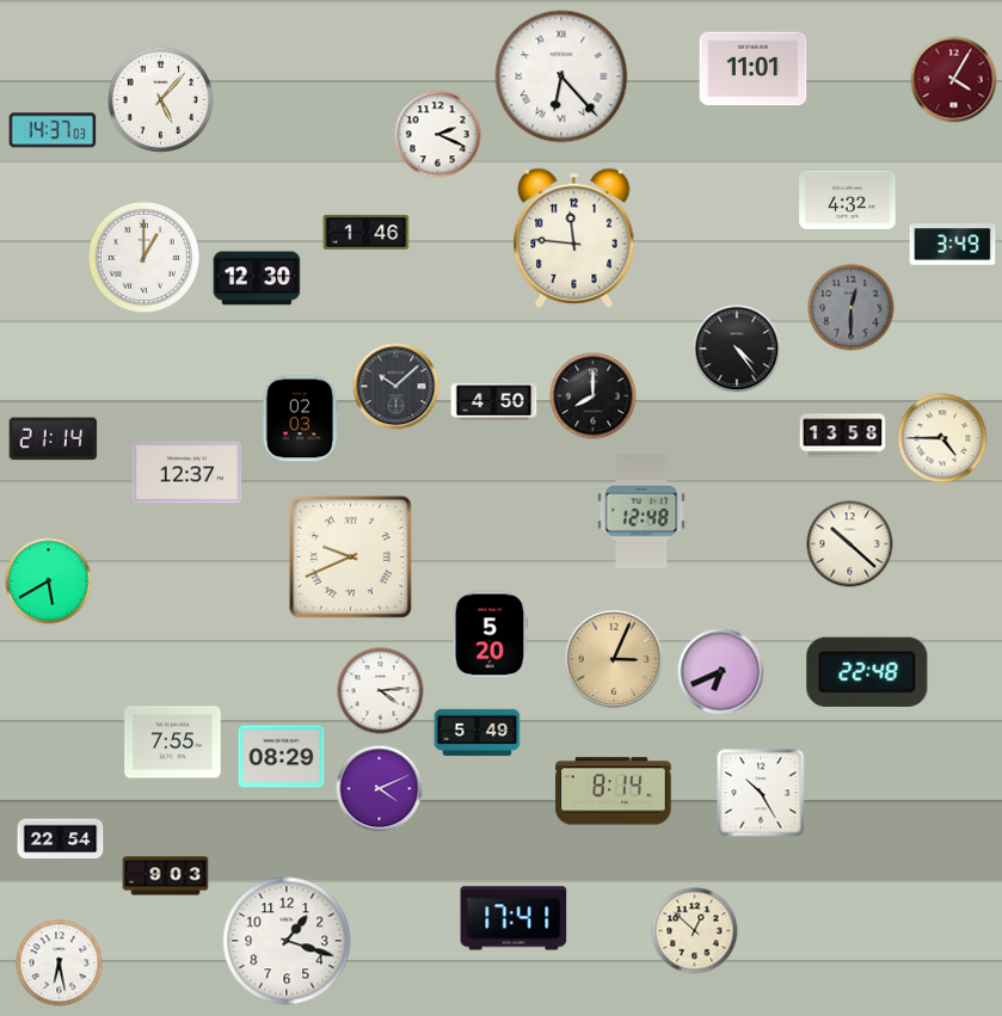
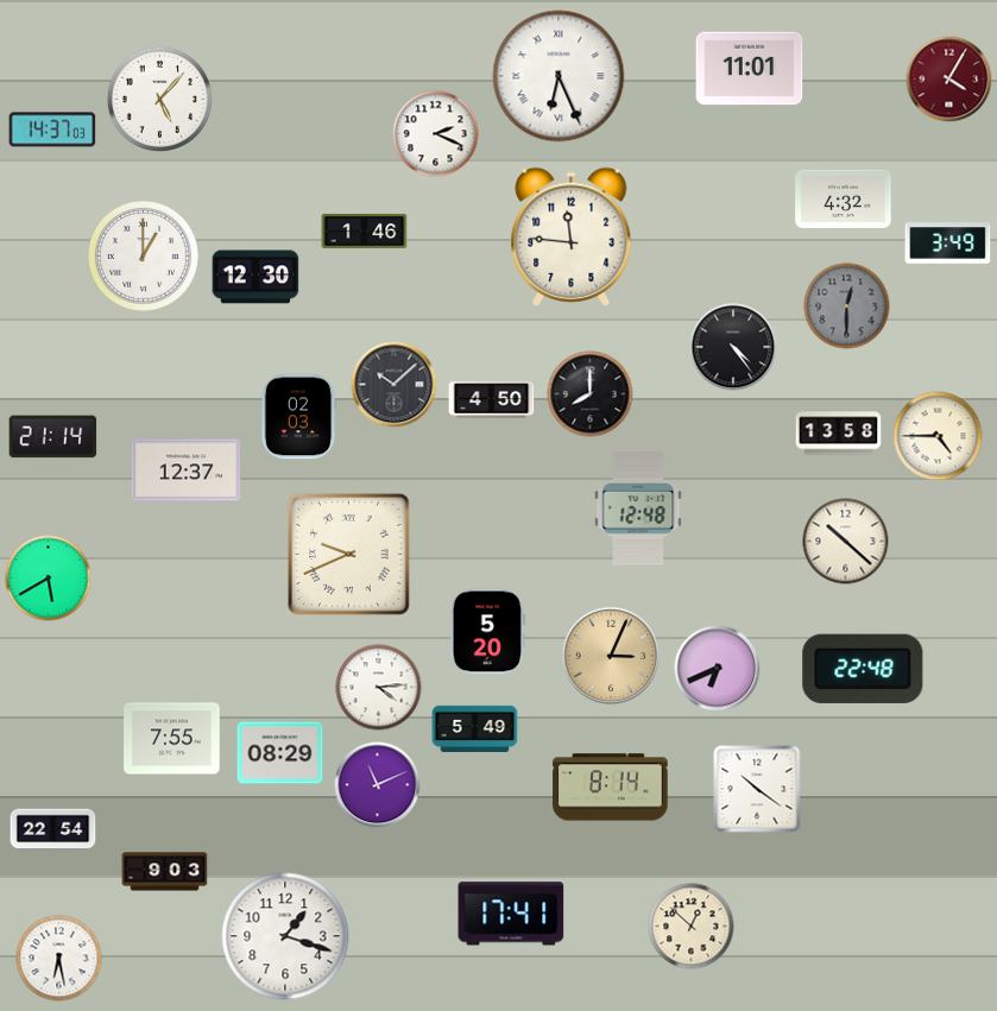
clock at (561, 76): 6:23 -> 6:26
clock at (380, 789): 4:11 -> 11:11
clock at (761, 793): 10:25 -> 10:21
clock at (61, 840) position: (61, 840) -> (53, 830)
